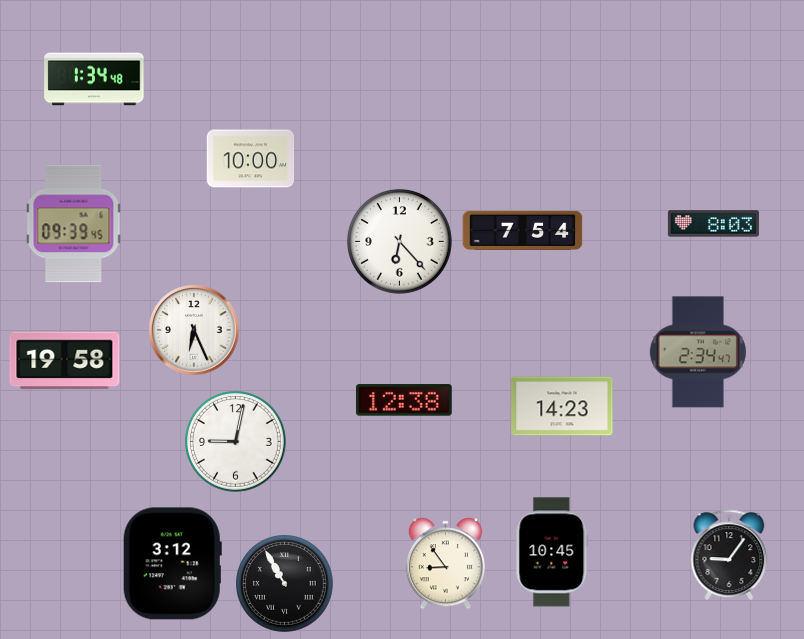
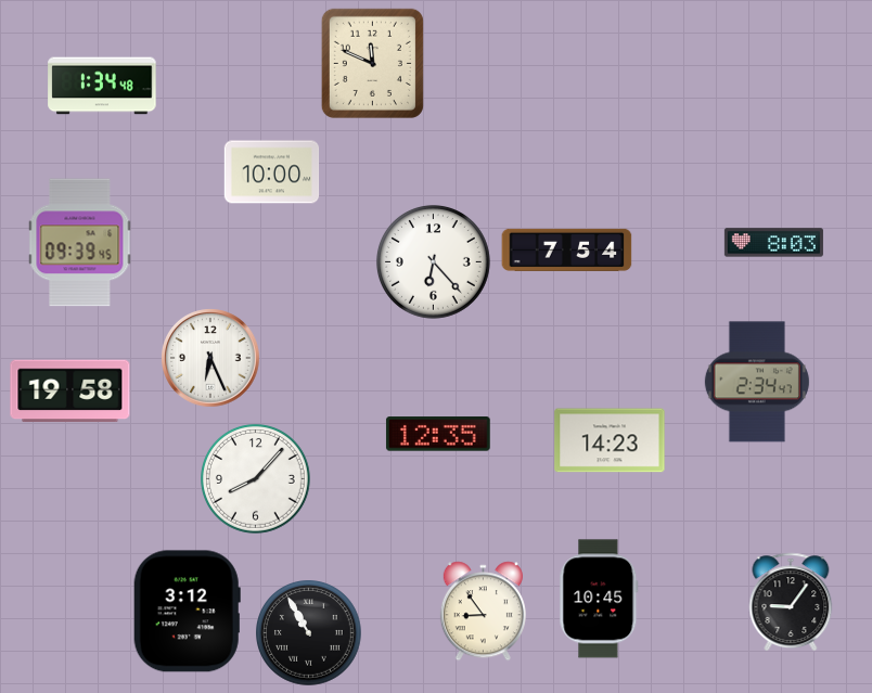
clock at (372, 63): none -> 11:49
clock at (404, 400): 12:38 -> 12:35
clock at (236, 442): 9:02 -> 8:07
